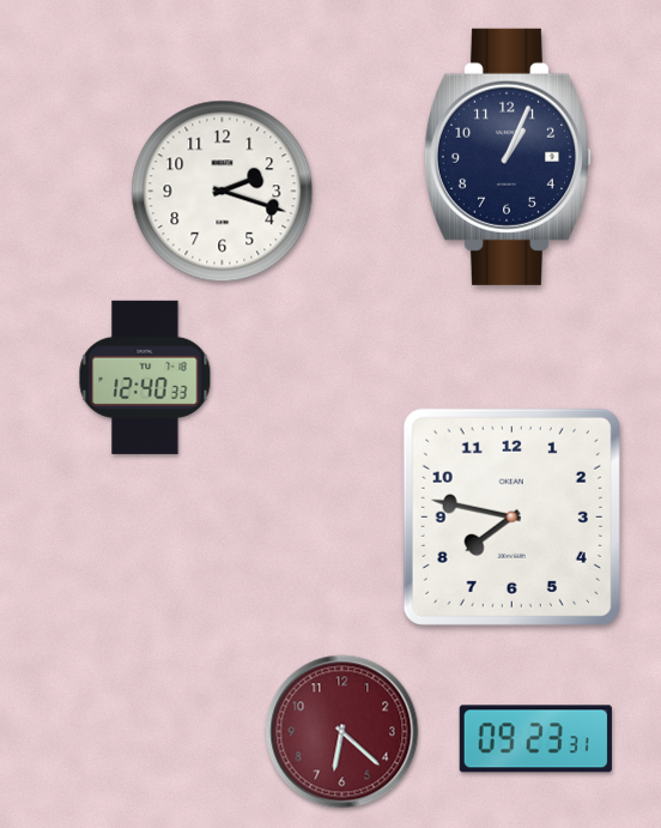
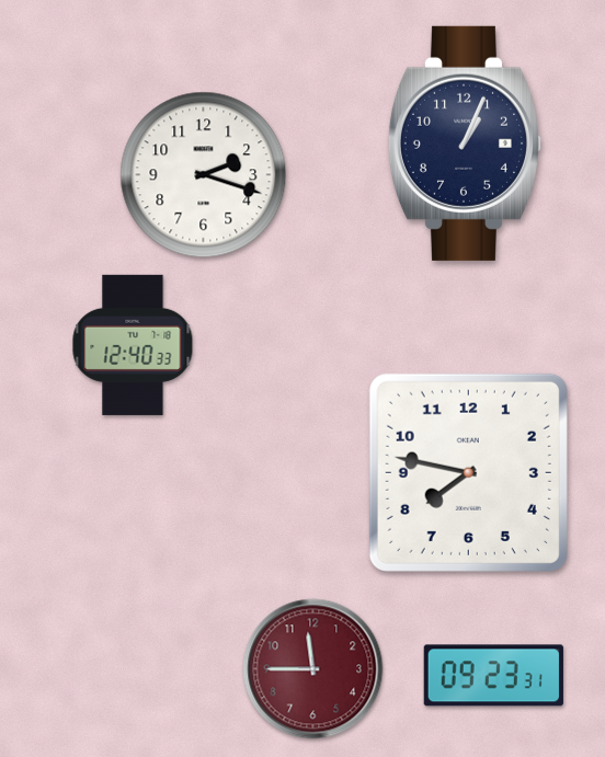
clock at (342, 732): 6:22 -> 11:45
clock at (535, 739) position: (535, 739) -> (493, 676)
